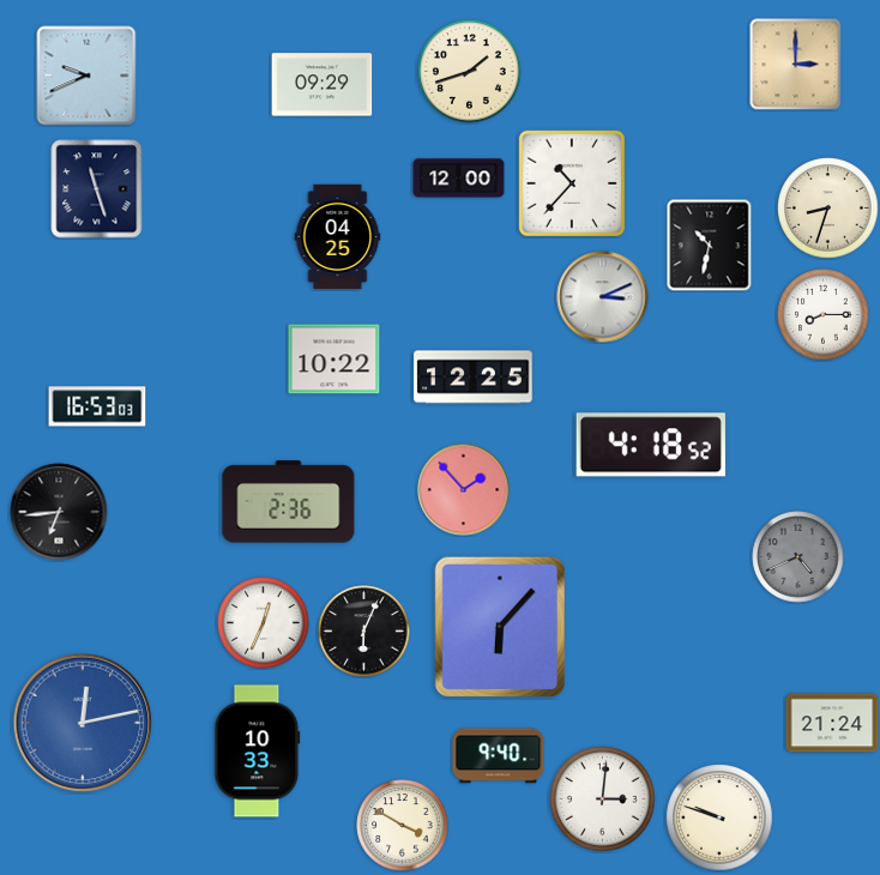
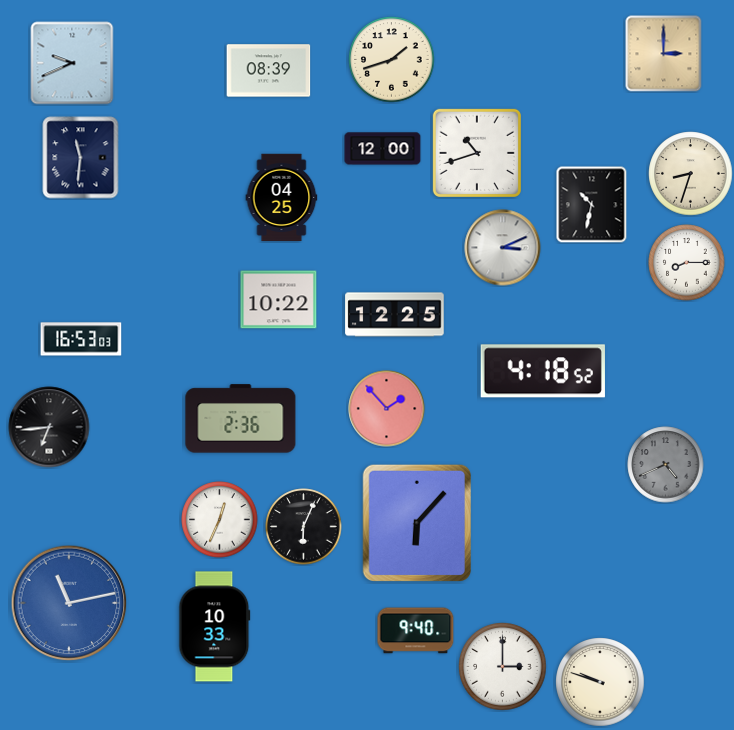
clock at (323, 85): 09:29 -> 08:39
clock at (572, 183): 10:37 -> 10:42
clock at (97, 189): 11:27 -> 11:31
clock at (83, 723): 12:13 -> 11:13
clock at (832, 723): 21:24 -> none
clock at (603, 799): 3:01 -> 3:00
clock at (403, 826): 3:50 -> none
